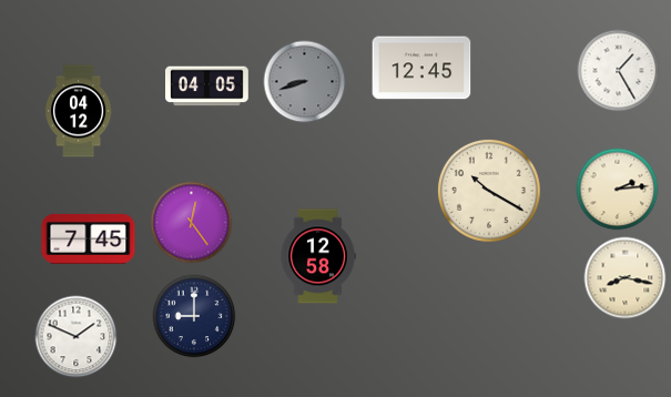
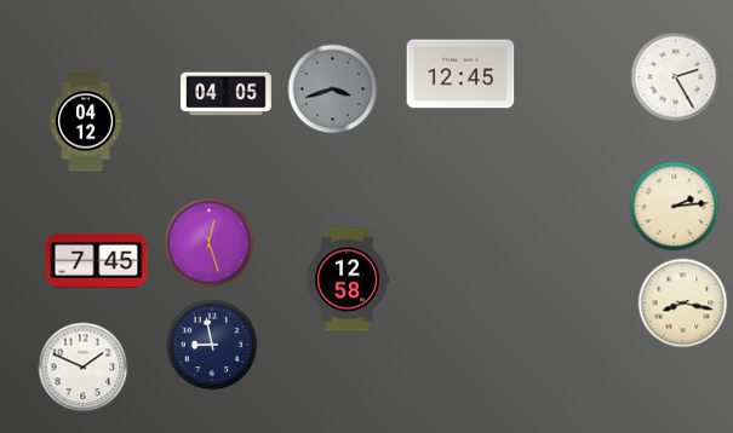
clock at (619, 71): 1:25 -> 2:25
clock at (305, 82): 8:42 -> 3:42
clock at (489, 191): 10:20 -> none
clock at (192, 223): 12:24 -> 12:27
clock at (194, 316): 9:00 -> 8:58
